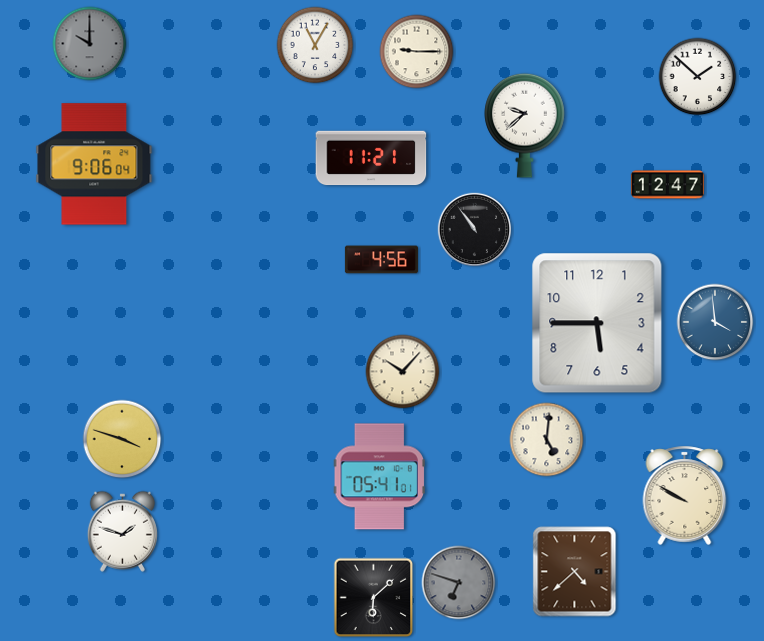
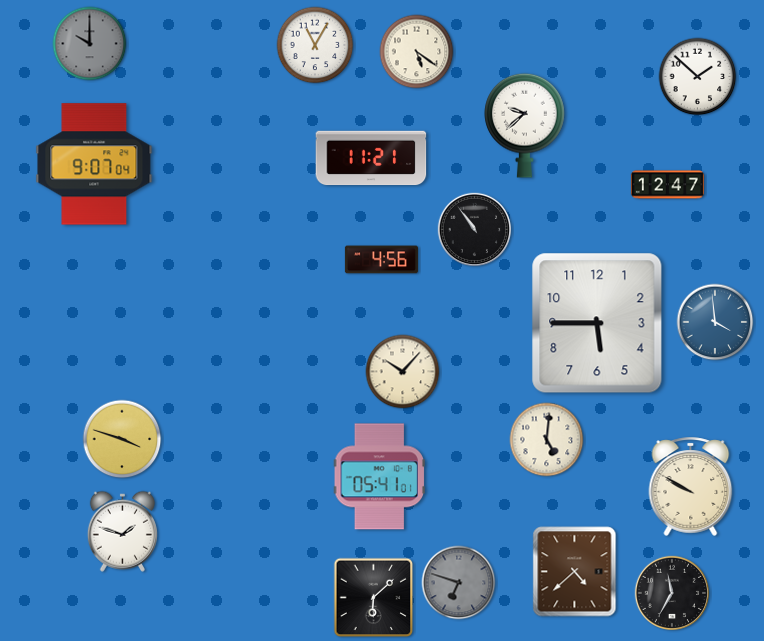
clock at (417, 52): 9:15 -> 5:21
clock at (94, 164): 9:06 -> 9:07
clock at (685, 495) position: (685, 495) -> (691, 486)
clock at (672, 593): none -> 11:35
